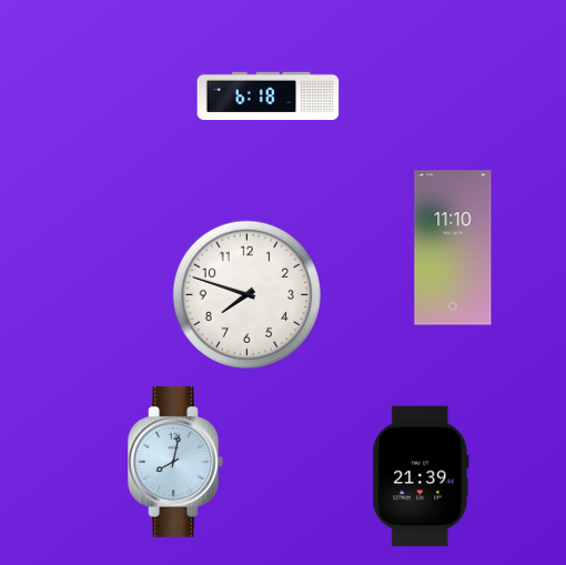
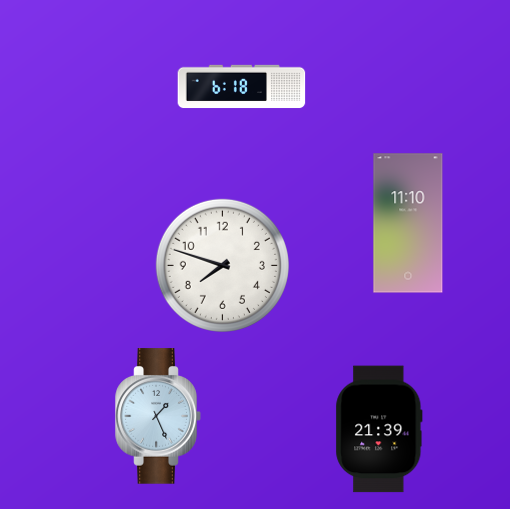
clock at (175, 462): 8:02 -> 1:26
